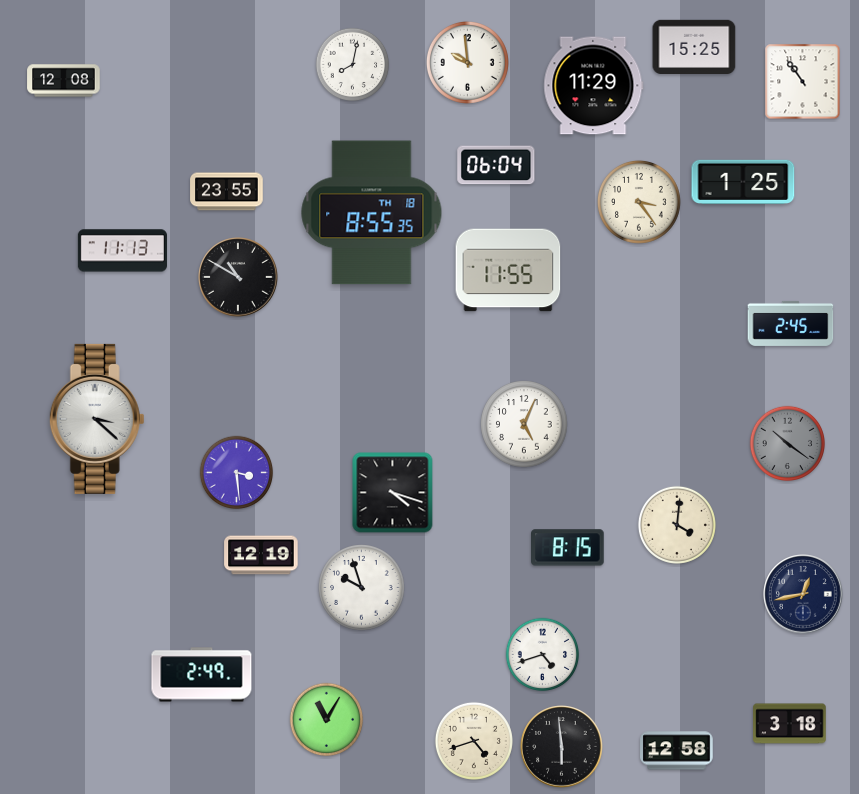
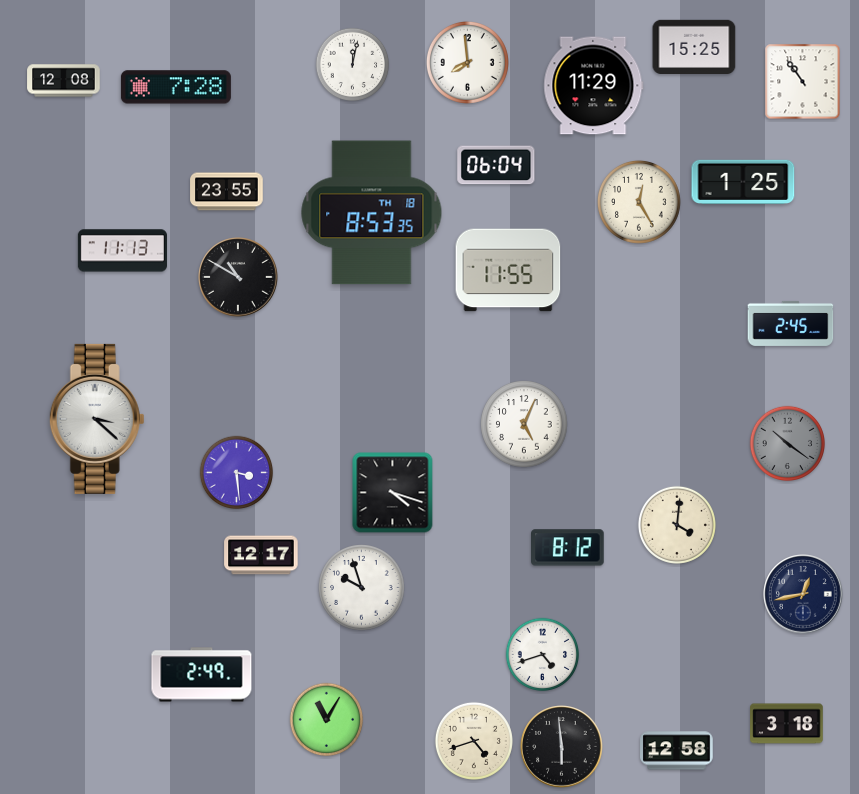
clock at (467, 62): 9:59 -> 7:59
clock at (353, 65): 8:02 -> 12:02
clock at (176, 87): none -> 7:28
clock at (639, 202): 3:24 -> 12:25
clock at (372, 213): 8:55 -> 8:53
clock at (568, 548): 8:15 -> 8:12
clock at (261, 555): 12:19 -> 12:17
clock at (790, 724) position: (790, 724) -> (787, 724)
